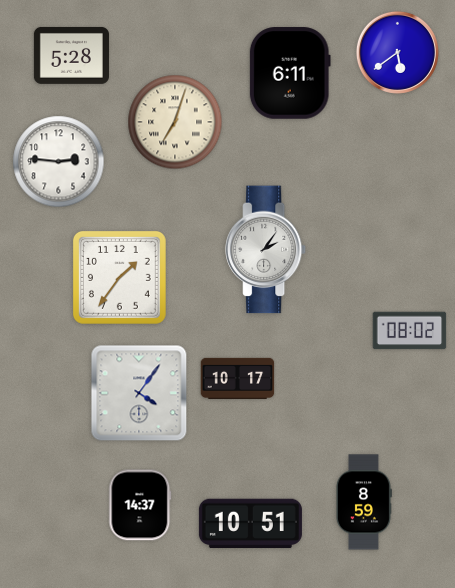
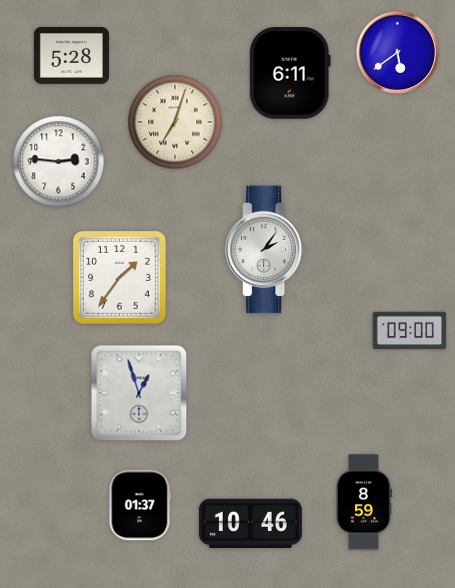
clock at (410, 331): 08:02 -> 09:00
clock at (238, 378): 10:17 -> none
clock at (139, 393): 4:06 -> 12:57
clock at (140, 505): 14:37 -> 01:37
clock at (250, 524): 10:51 -> 10:46
